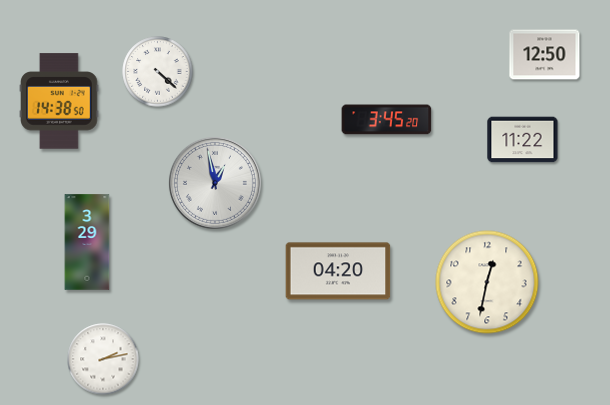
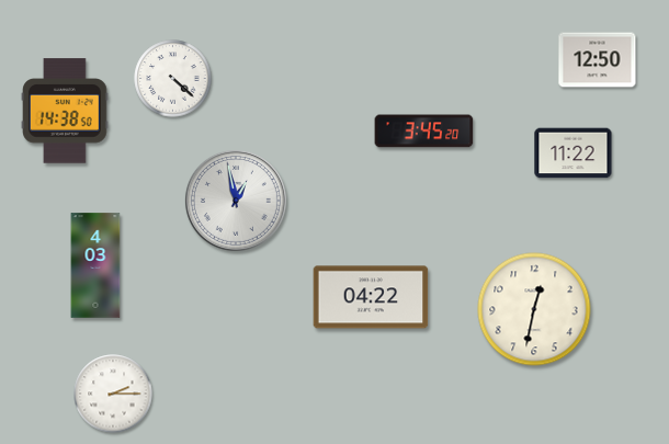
clock at (87, 242): 3:29 -> 4:03
clock at (338, 271): 04:20 -> 04:22
clock at (103, 359): 2:13 -> 2:15
